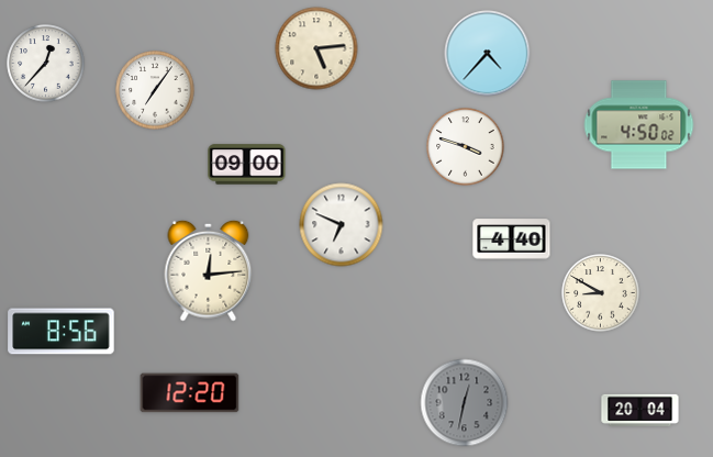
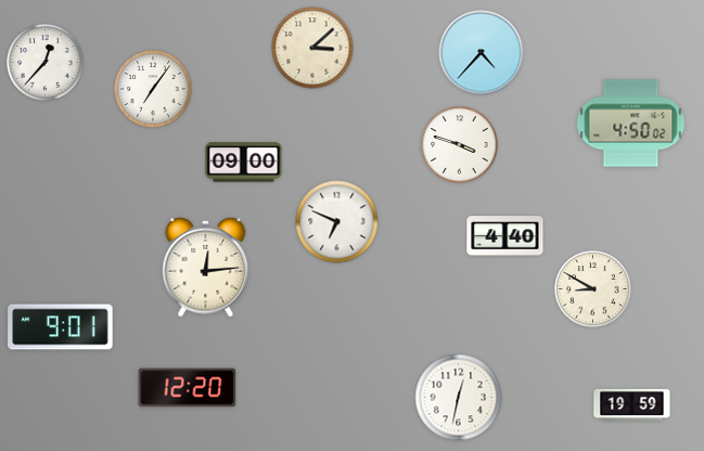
clock at (316, 48): 5:14 -> 3:08
clock at (62, 332): 8:56 -> 9:01
clock at (465, 403) dial: grey -> white
clock at (640, 410): 20:04 -> 19:59
